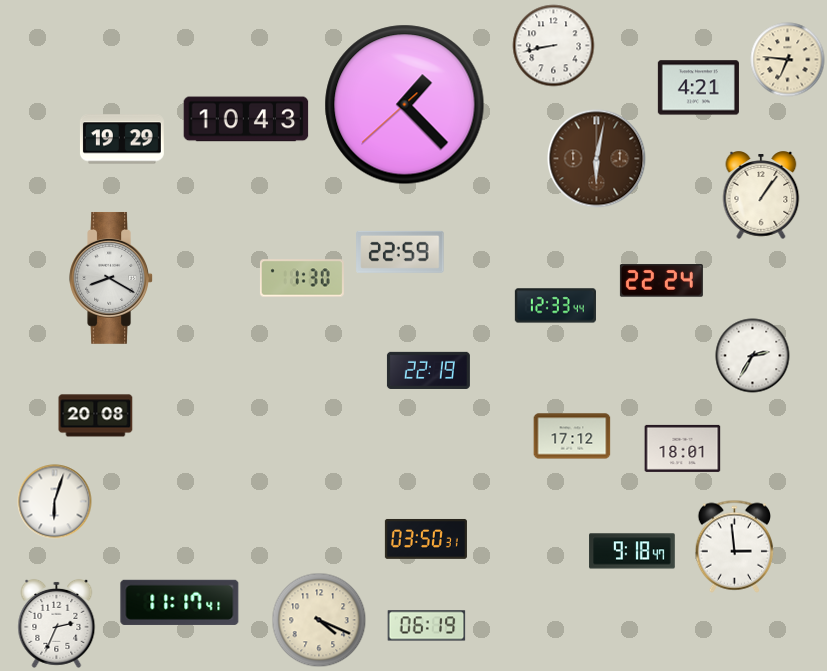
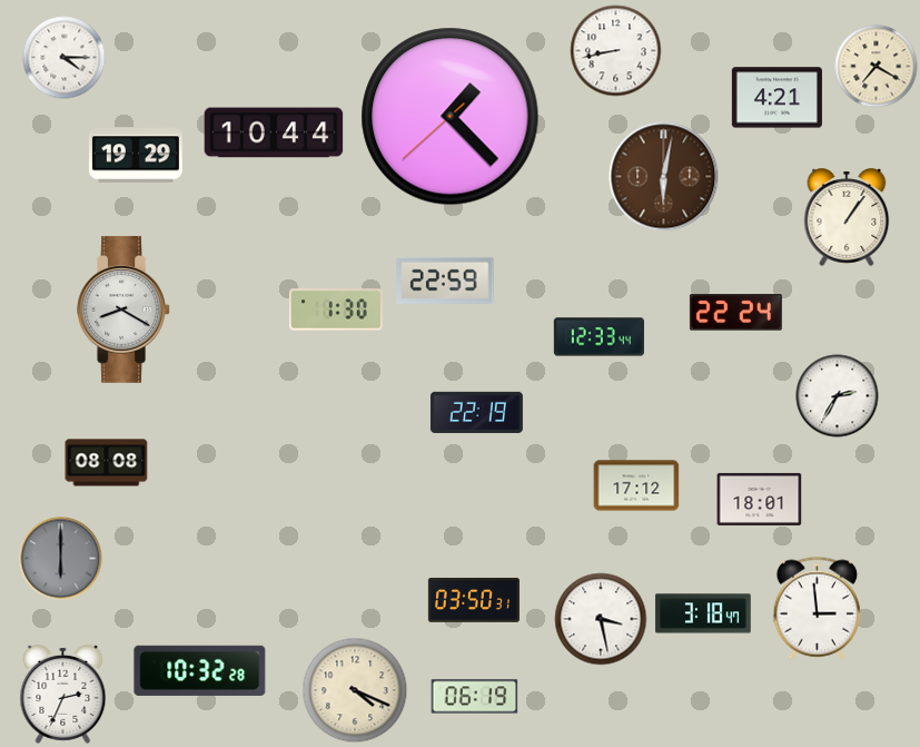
clock at (65, 58): none -> 4:15
clock at (788, 60): 6:46 -> 7:20
clock at (246, 119): 10:43 -> 10:44
clock at (555, 306) position: (555, 306) -> (599, 337)
clock at (96, 416): 20:08 -> 08:08
clock at (55, 502): 6:03 -> 6:00
clock at (55, 502) dial: white -> grey
clock at (632, 551): 9:18 -> 3:18
clock at (601, 619): none -> 3:28
clock at (180, 602): 11:17 -> 10:32
